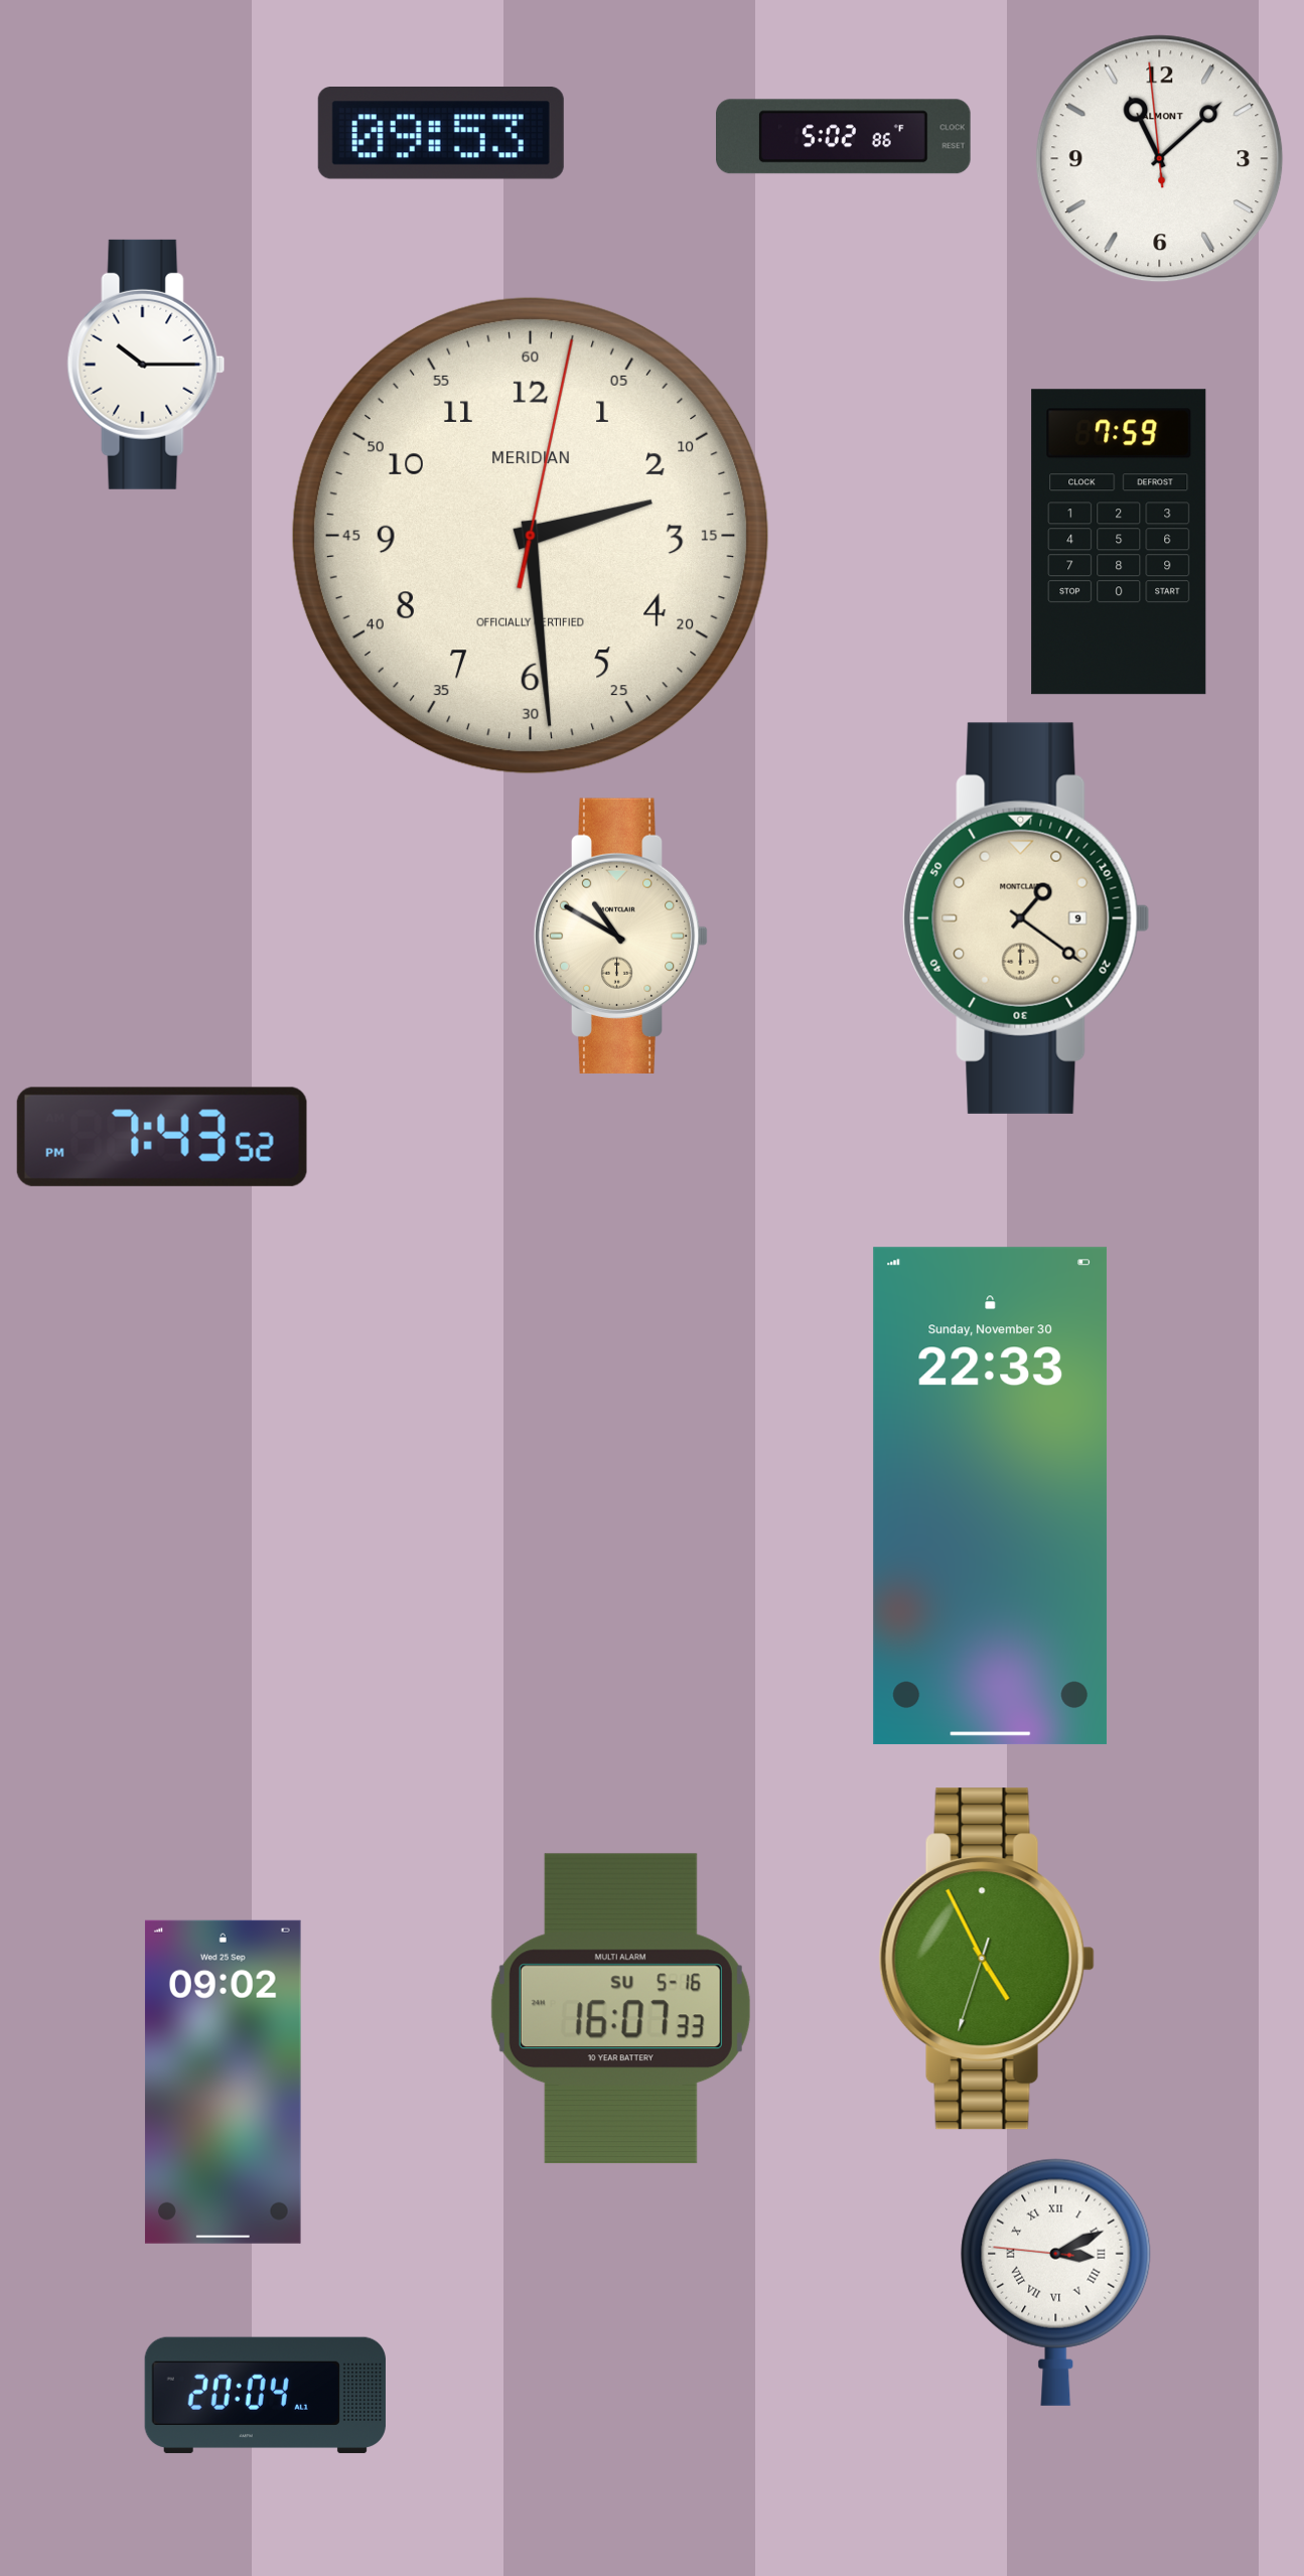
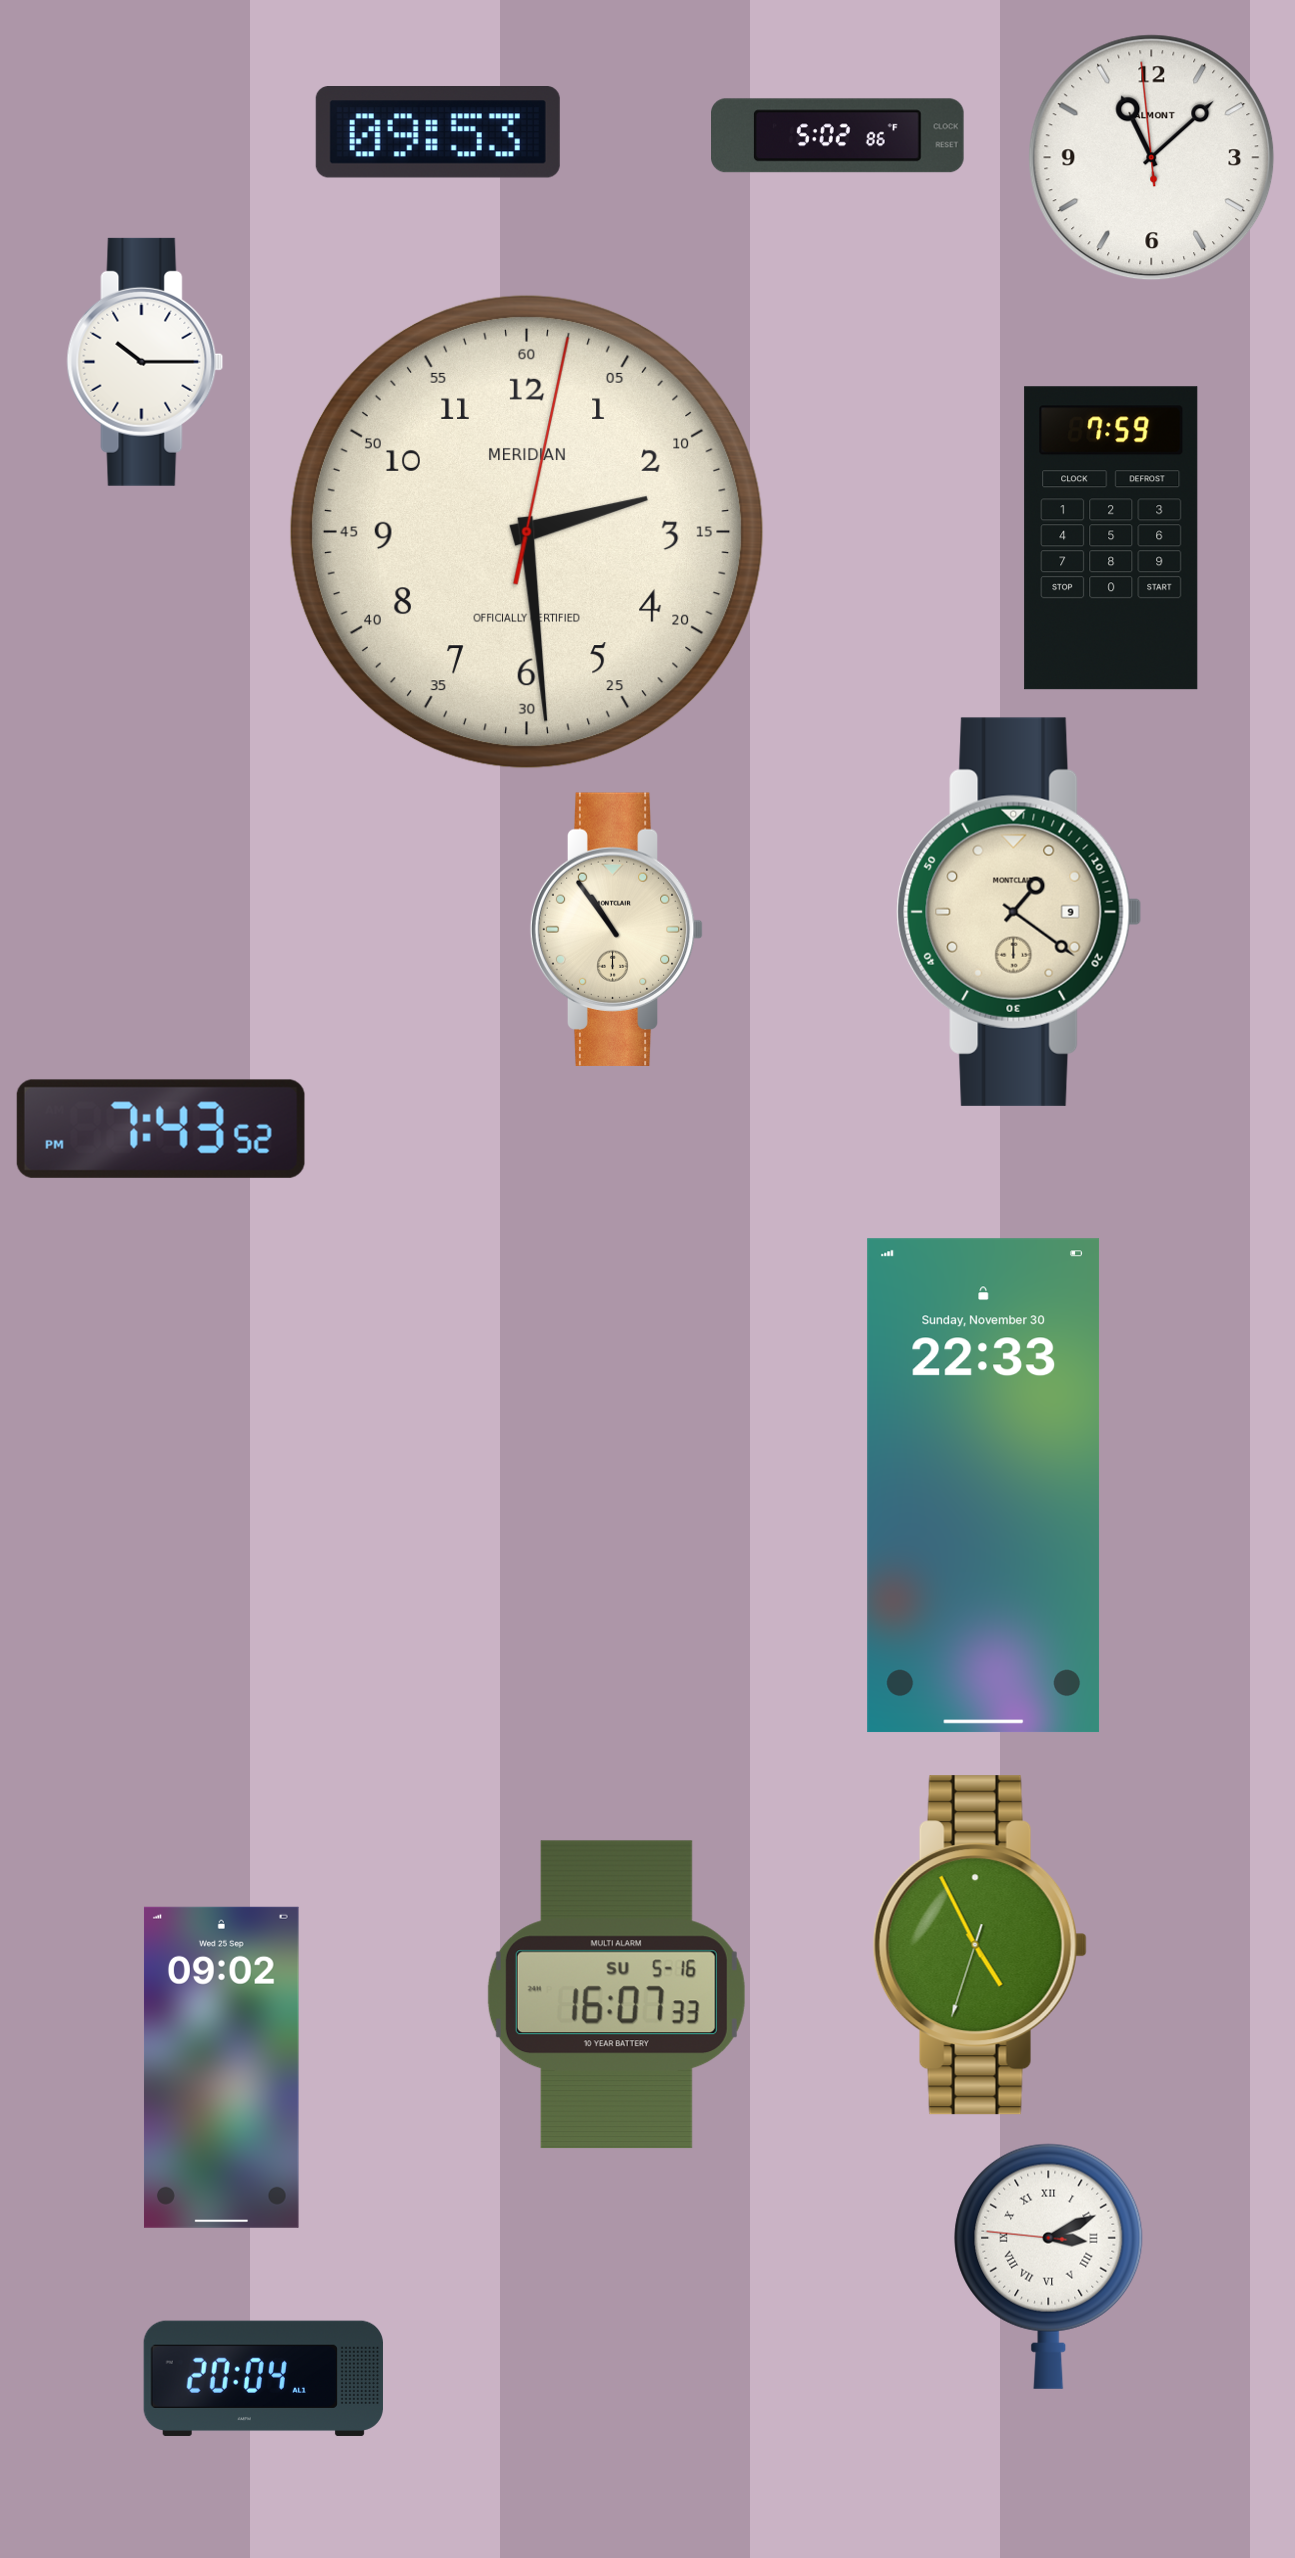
clock at (621, 936): 10:50 -> 10:54
